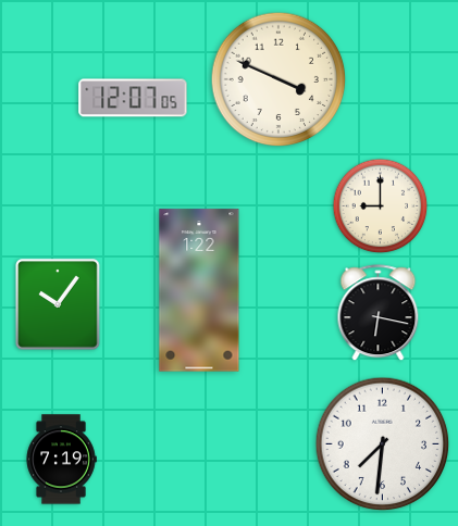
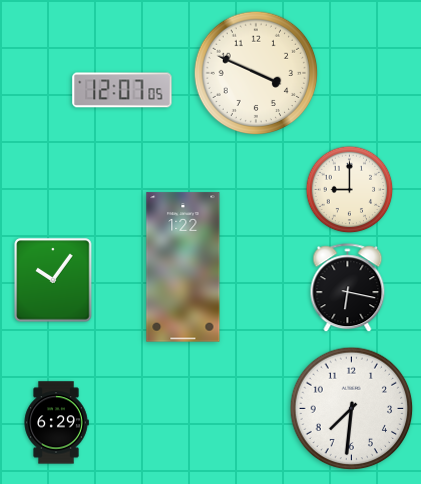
clock at (61, 460): 7:19 -> 6:29
